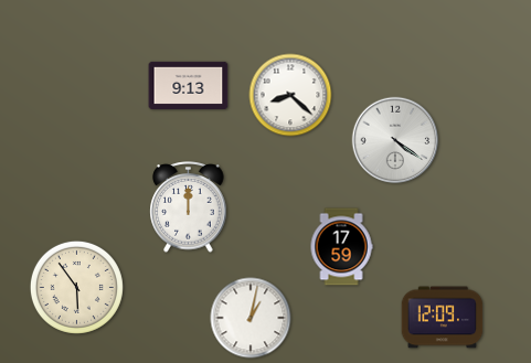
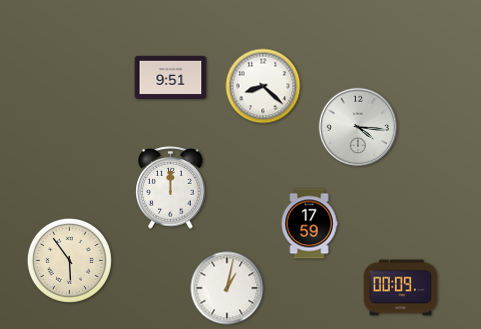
clock at (189, 85): 9:13 -> 9:51
clock at (395, 140): 4:21 -> 4:16
clock at (443, 318): 12:09 -> 00:09
